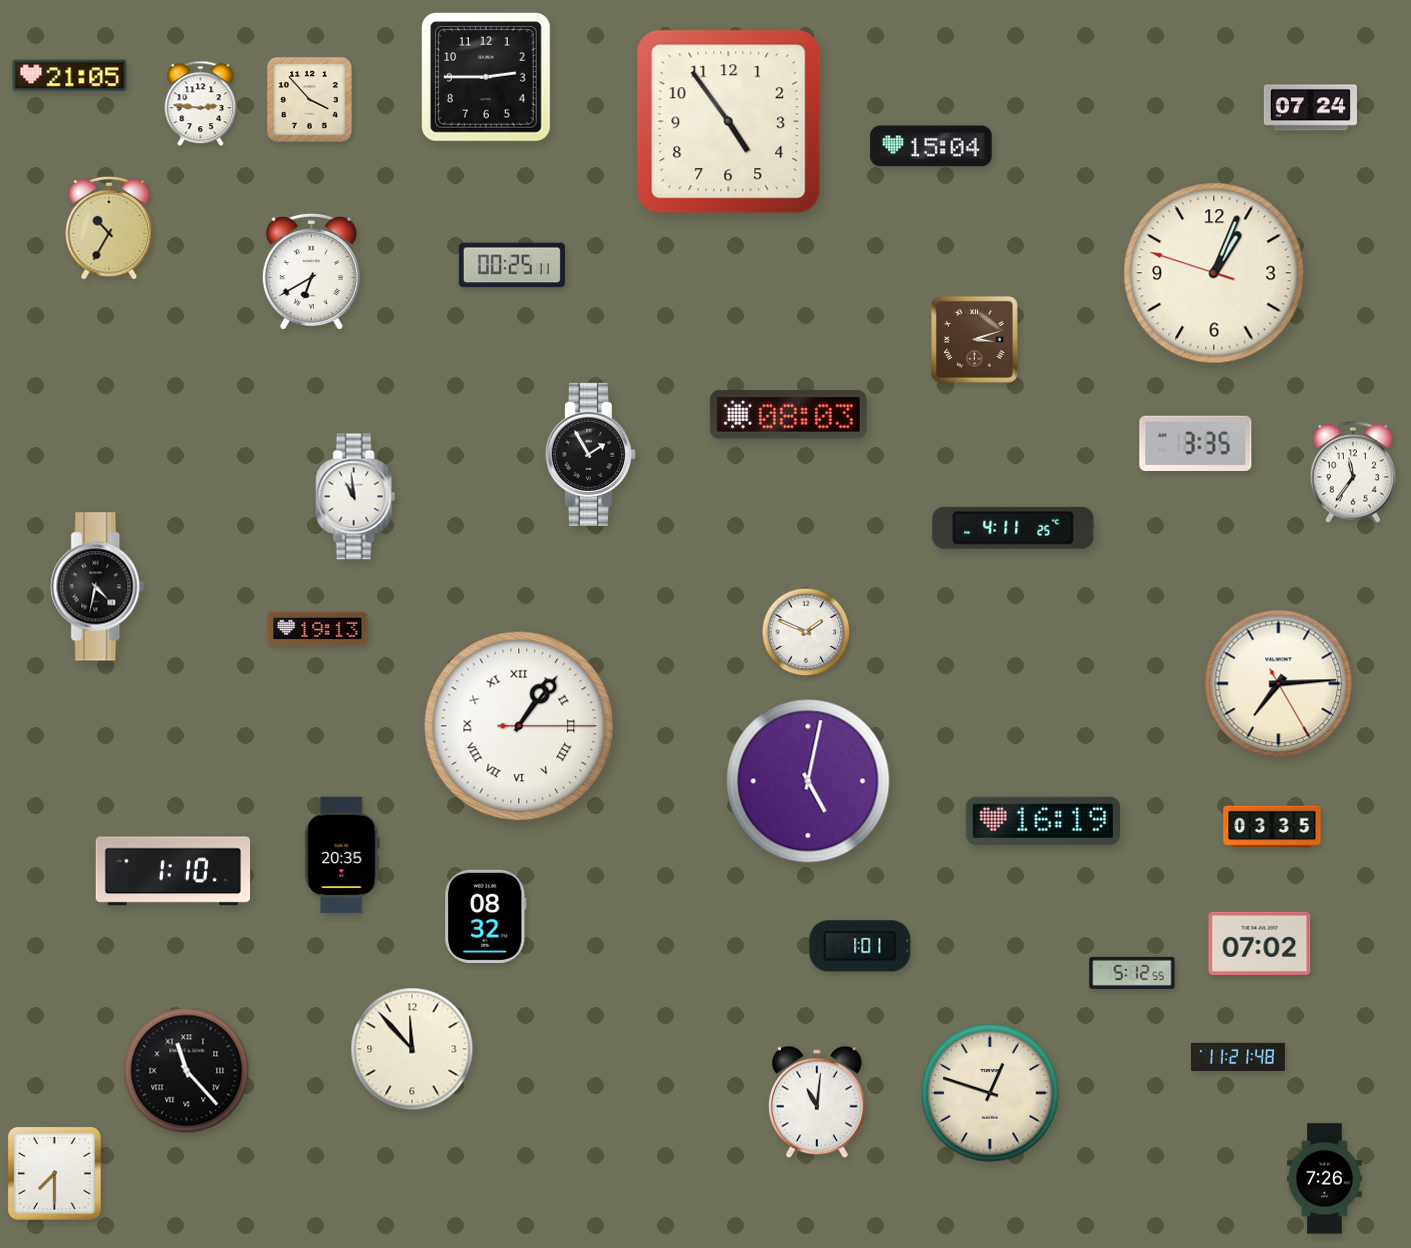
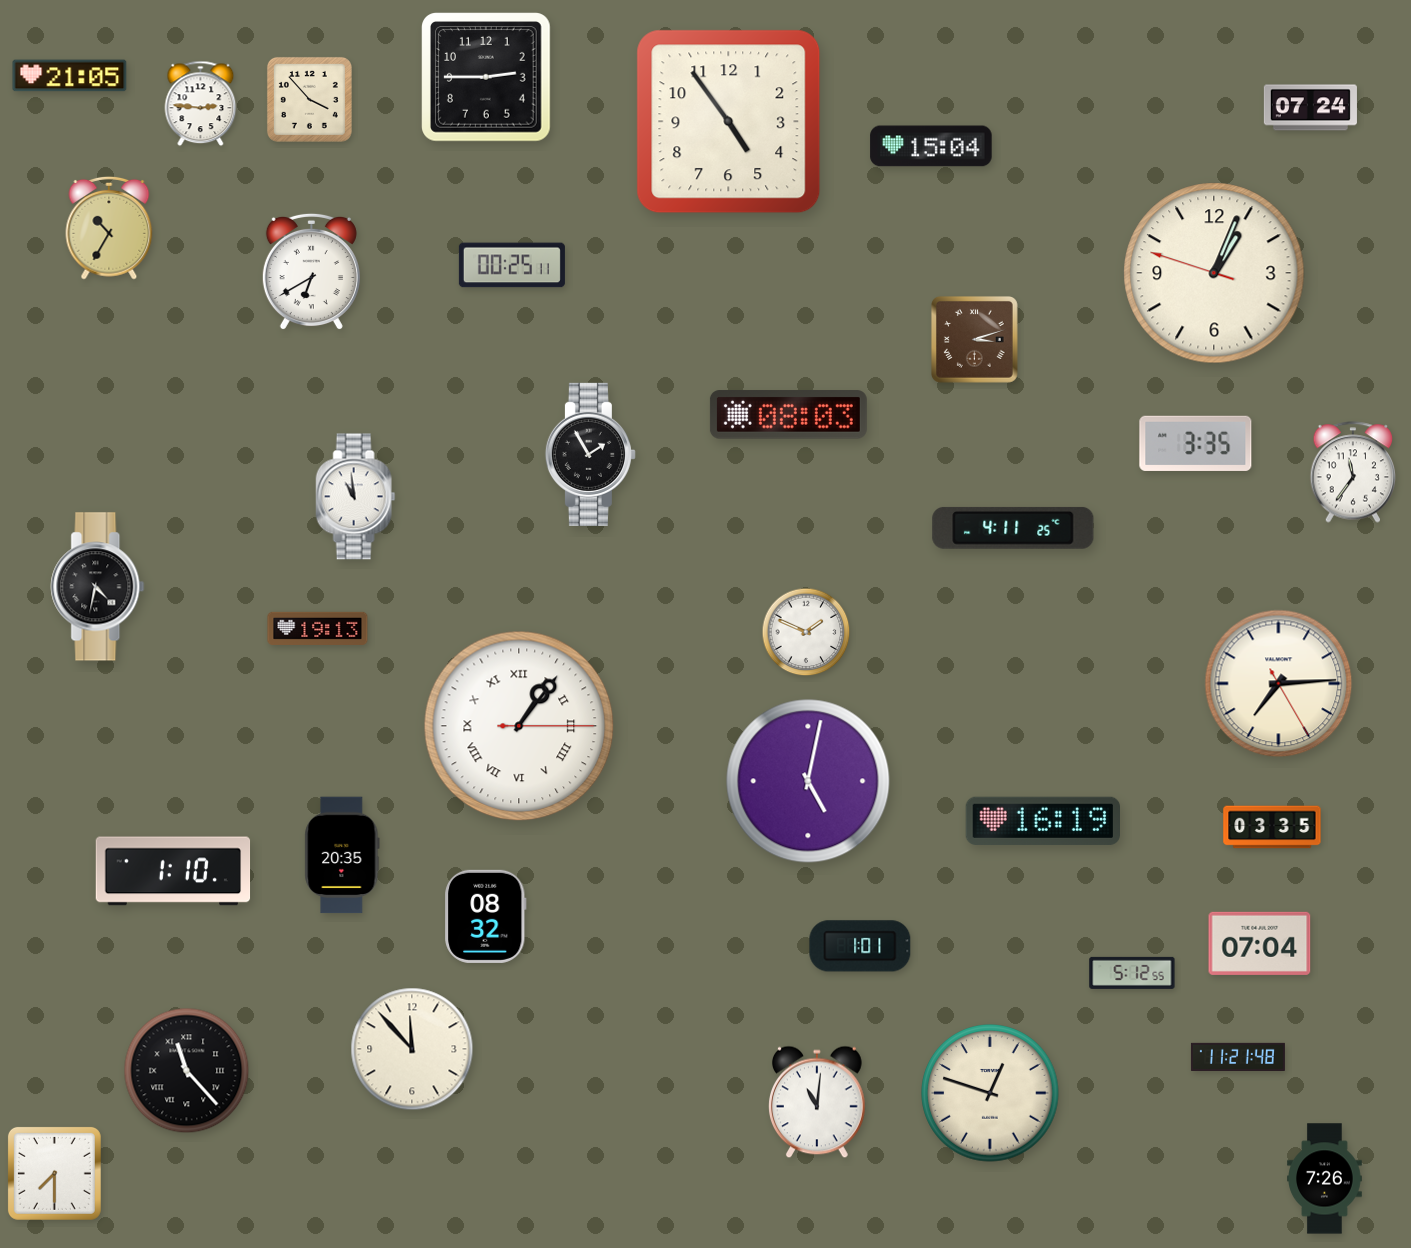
clock at (1260, 943): 07:02 -> 07:04
